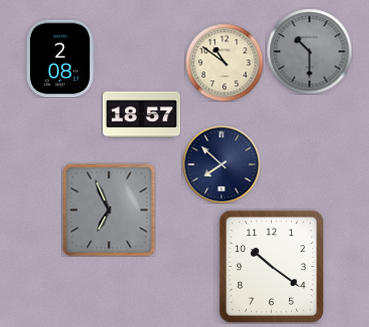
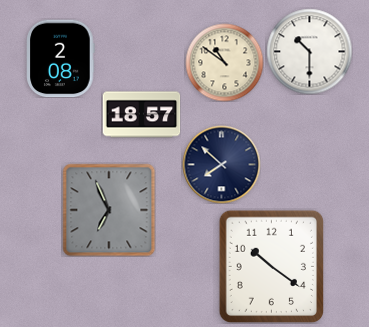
clock at (309, 51) dial: grey -> white
